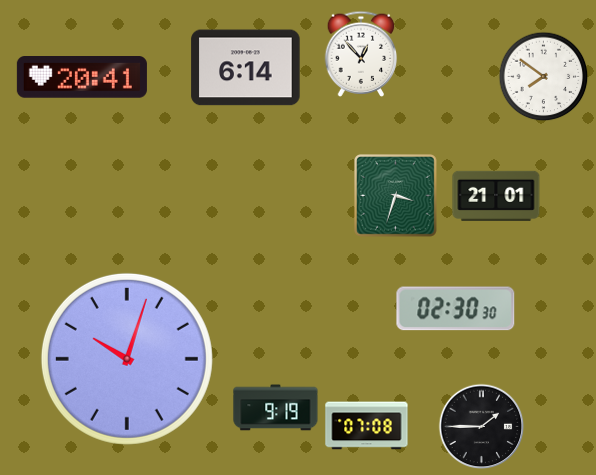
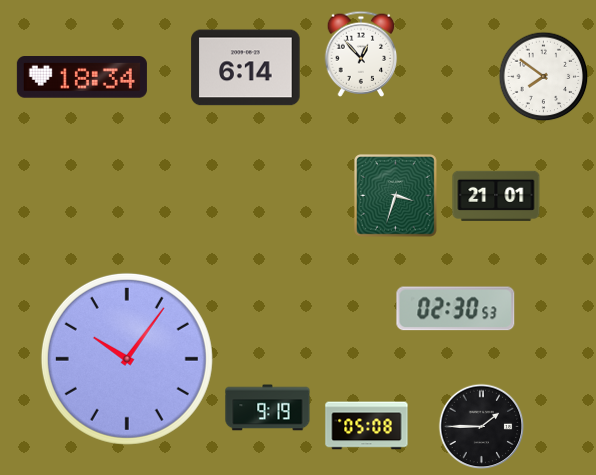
clock at (82, 77): 20:41 -> 18:34
clock at (456, 309): 02:30:30 -> 02:30:53
clock at (127, 359): 10:03 -> 10:06
clock at (276, 408) position: (276, 408) -> (268, 408)
clock at (367, 426): 07:08 -> 05:08
